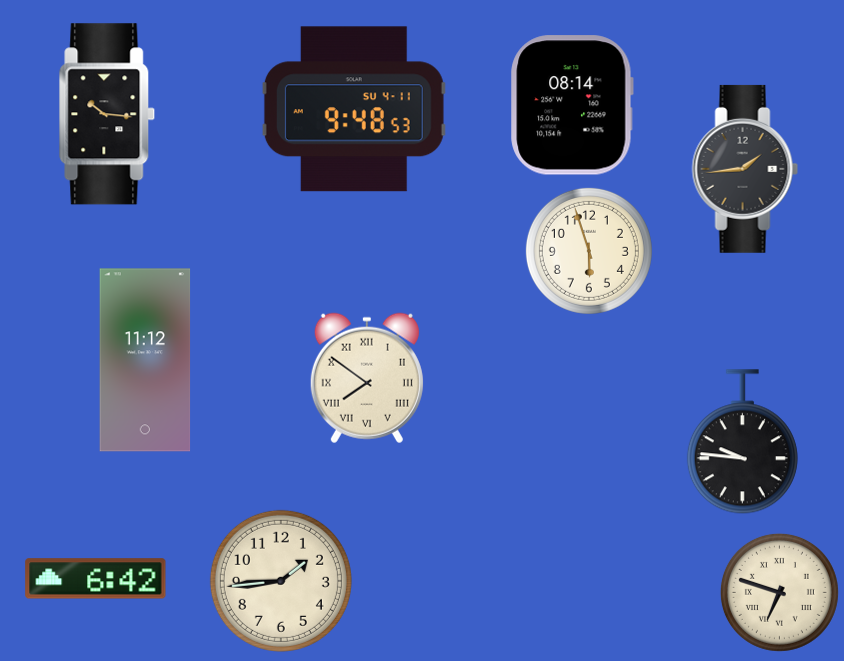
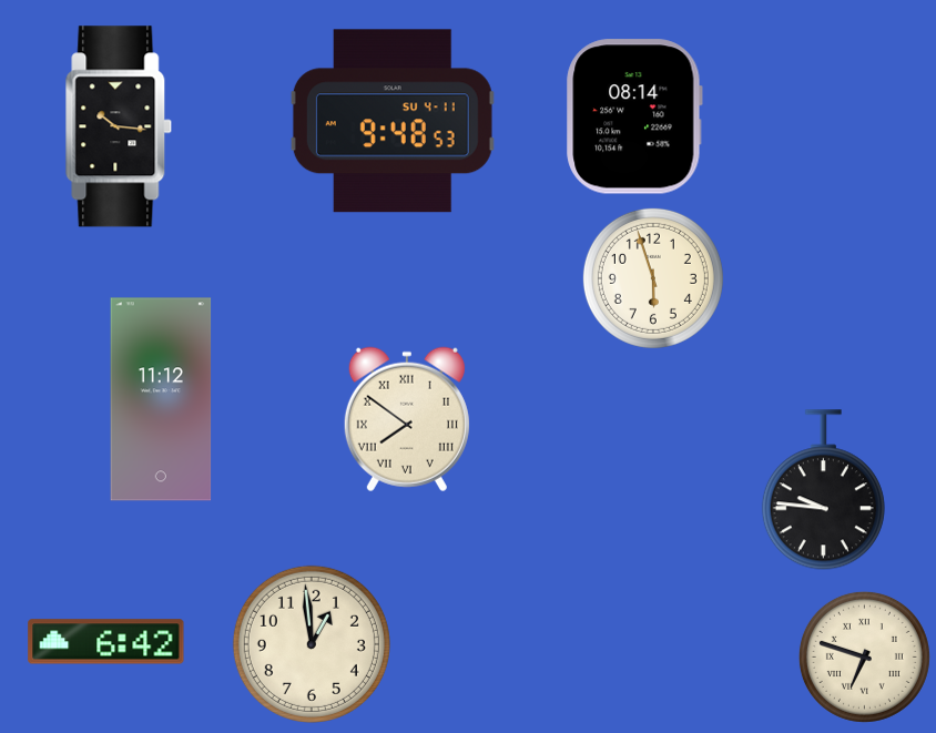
clock at (745, 169): 1:44 -> none
clock at (281, 581): 1:44 -> 12:59
